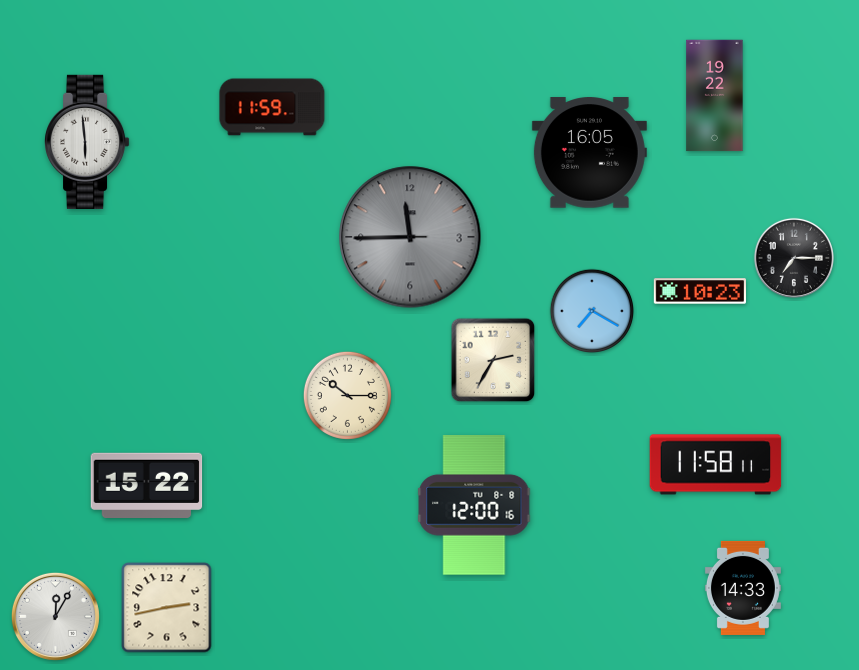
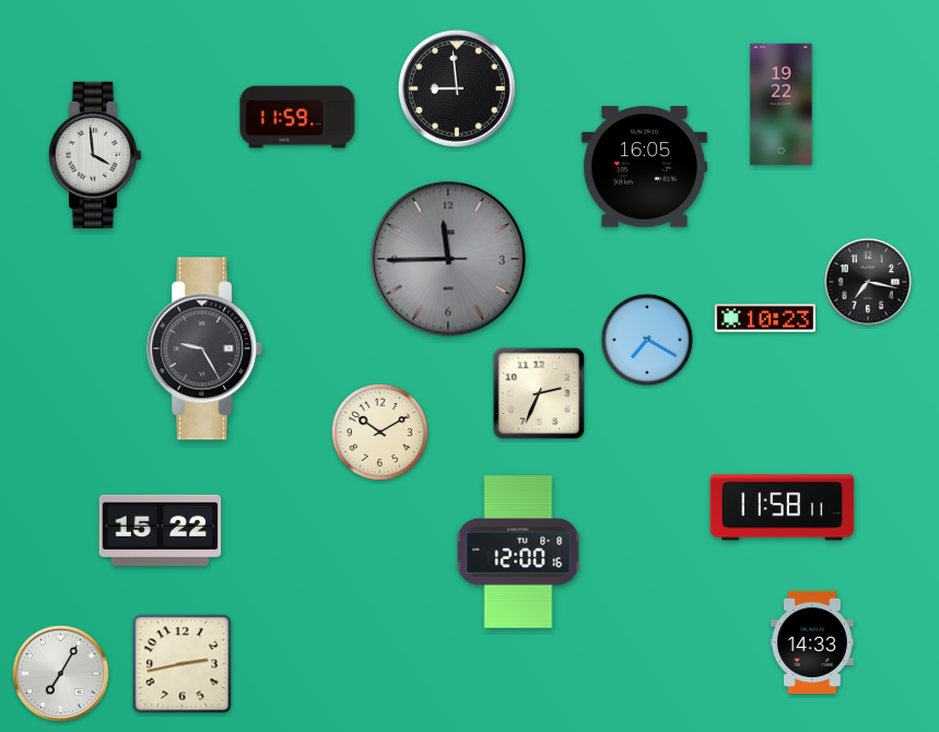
clock at (457, 88): none -> 8:59
clock at (88, 142): 5:59 -> 3:59
clock at (794, 258): 7:15 -> 7:17
clock at (206, 349): none -> 9:25
clock at (493, 360): 2:35 -> 2:34
clock at (347, 395): 10:15 -> 10:10
clock at (55, 616): 12:05 -> 7:05
